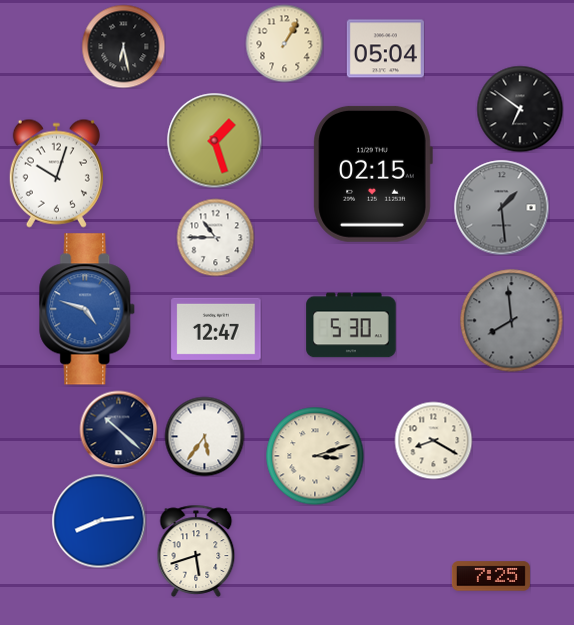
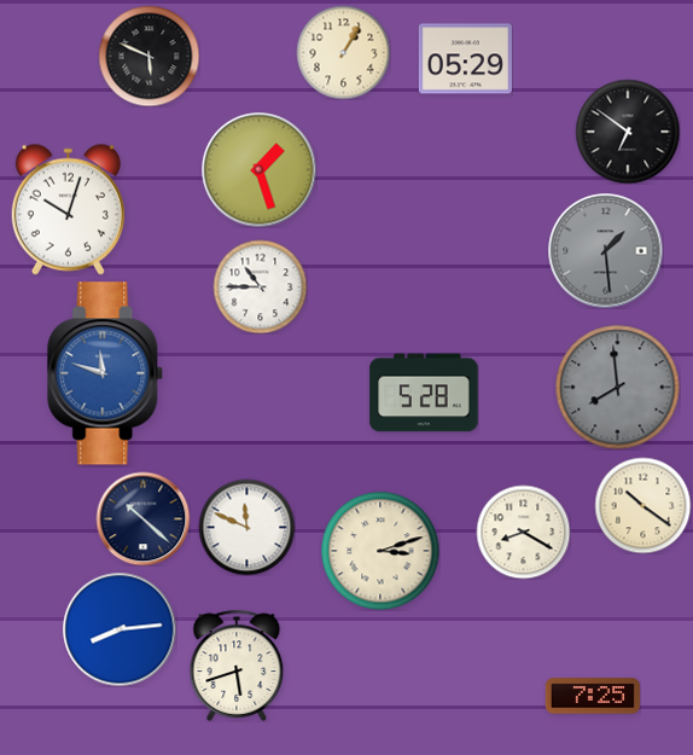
clock at (123, 46): 6:28 -> 5:49
clock at (385, 49): 05:04 -> 05:29
clock at (373, 174): 02:15 -> none
clock at (88, 309): 4:48 -> 11:48
clock at (351, 325): 5:30 -> 5:28
clock at (216, 329): 12:47 -> none
clock at (642, 505): none -> 10:21
clock at (204, 436): 5:36 -> 11:49
